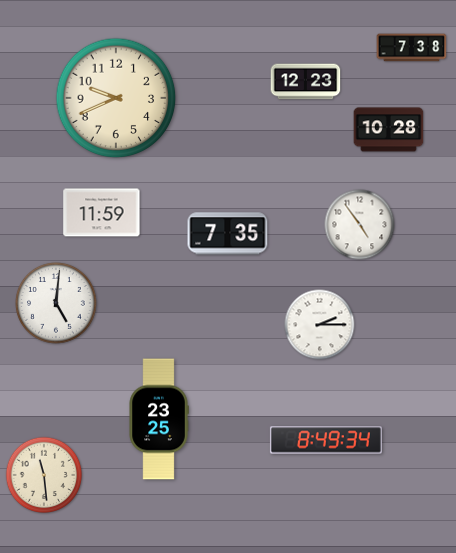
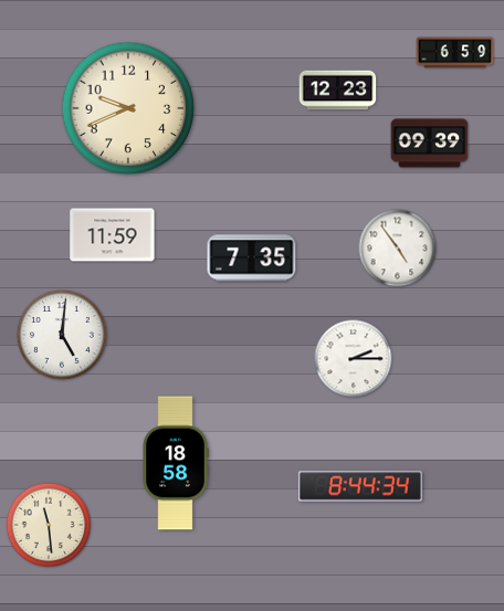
clock at (412, 48): 7:38 -> 6:59
clock at (389, 130): 10:28 -> 09:39
clock at (159, 419): 23:25 -> 18:58
clock at (326, 440): 8:49 -> 8:44
